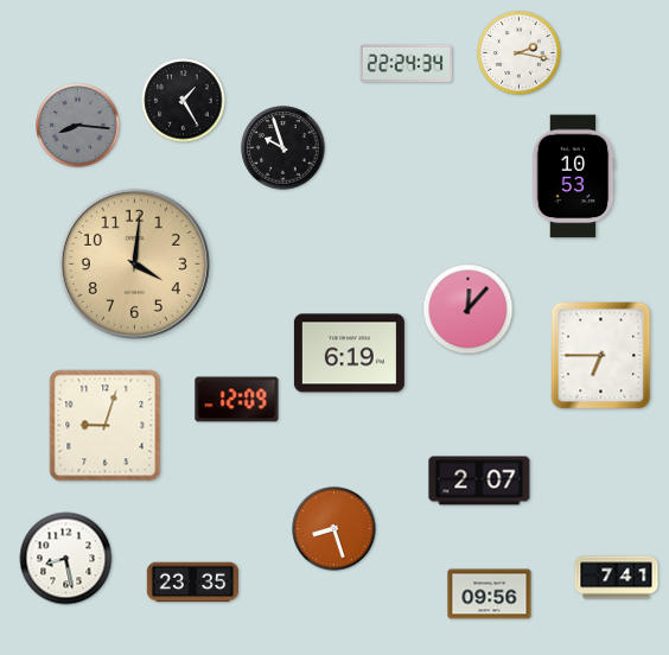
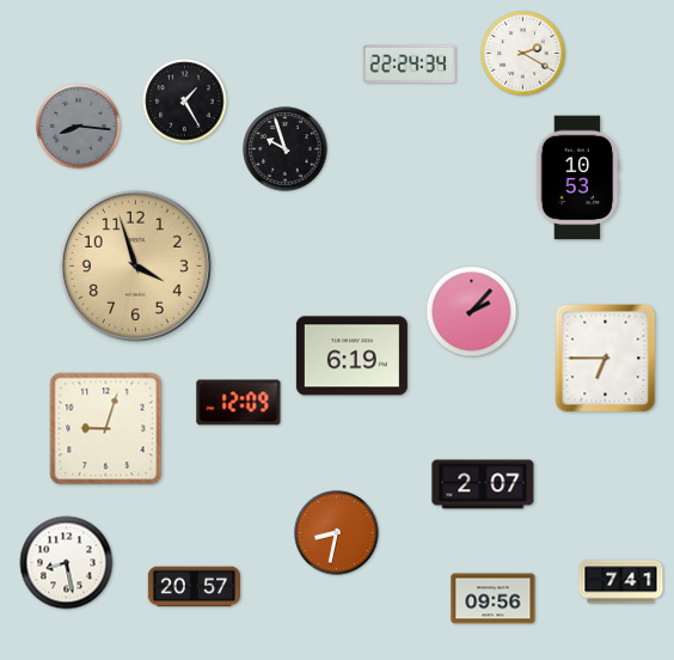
clock at (520, 53): 2:17 -> 2:20
clock at (134, 263): 4:01 -> 3:57
clock at (469, 310): 12:07 -> 2:07
clock at (334, 529): 8:27 -> 8:32
clock at (193, 583): 23:35 -> 20:57
